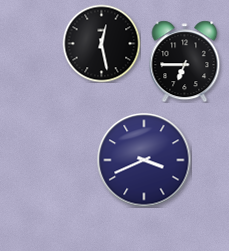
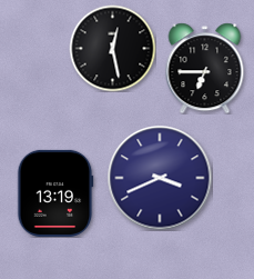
clock at (55, 193): none -> 13:19
